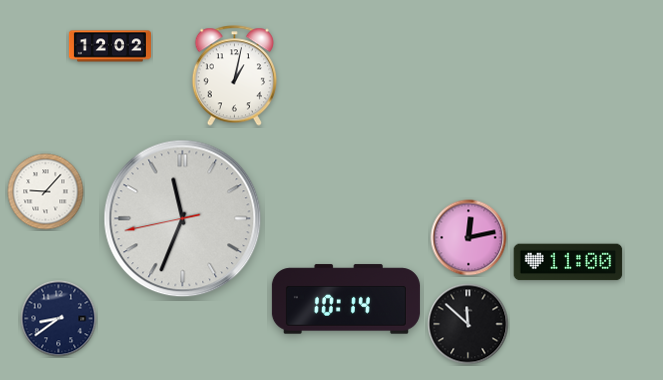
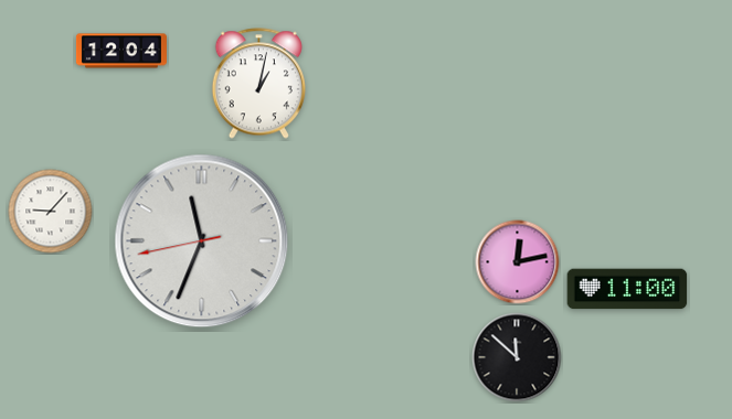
clock at (110, 46): 12:02 -> 12:04
clock at (346, 299): 10:14 -> none
clock at (59, 319): 8:39 -> none
